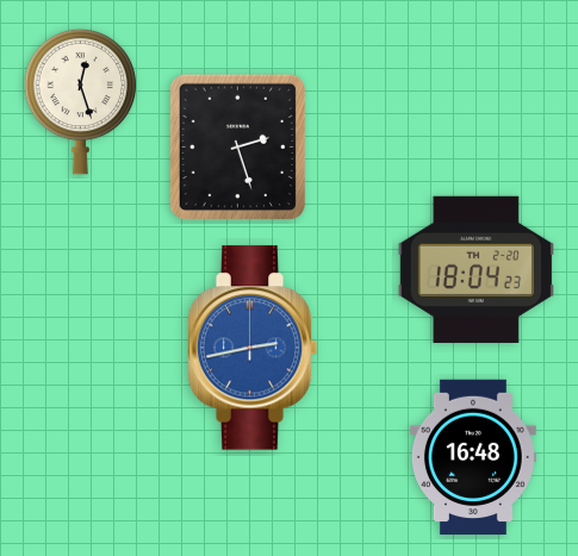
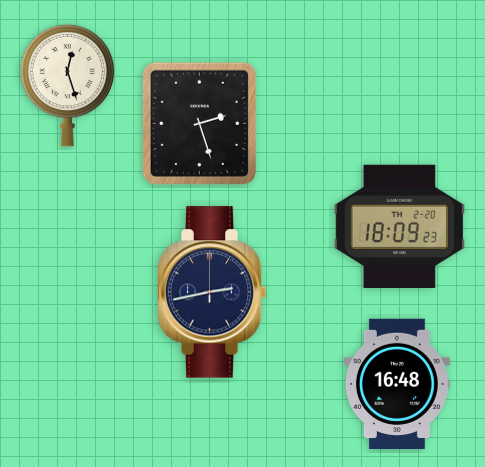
clock at (476, 269): 18:04 -> 18:09
clock at (253, 348) dial: blue -> navy
